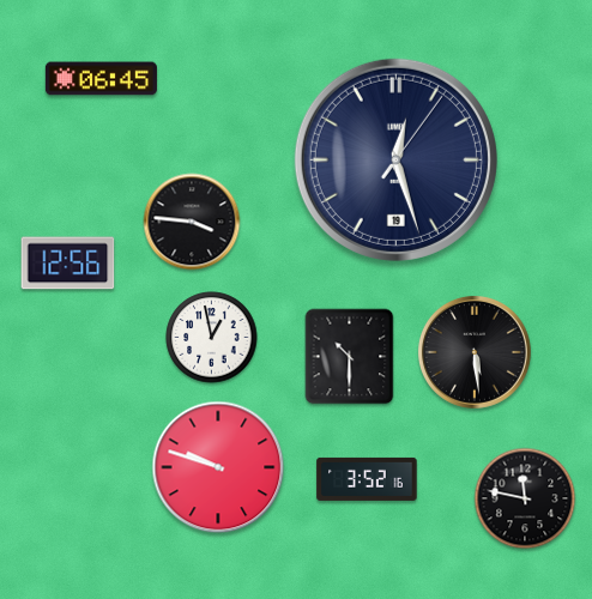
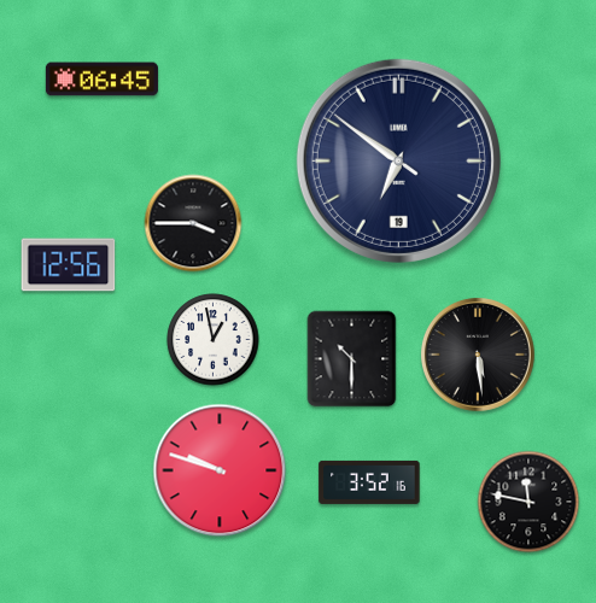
clock at (395, 159): 12:27 -> 6:50
clock at (192, 222): 3:46 -> 3:45
